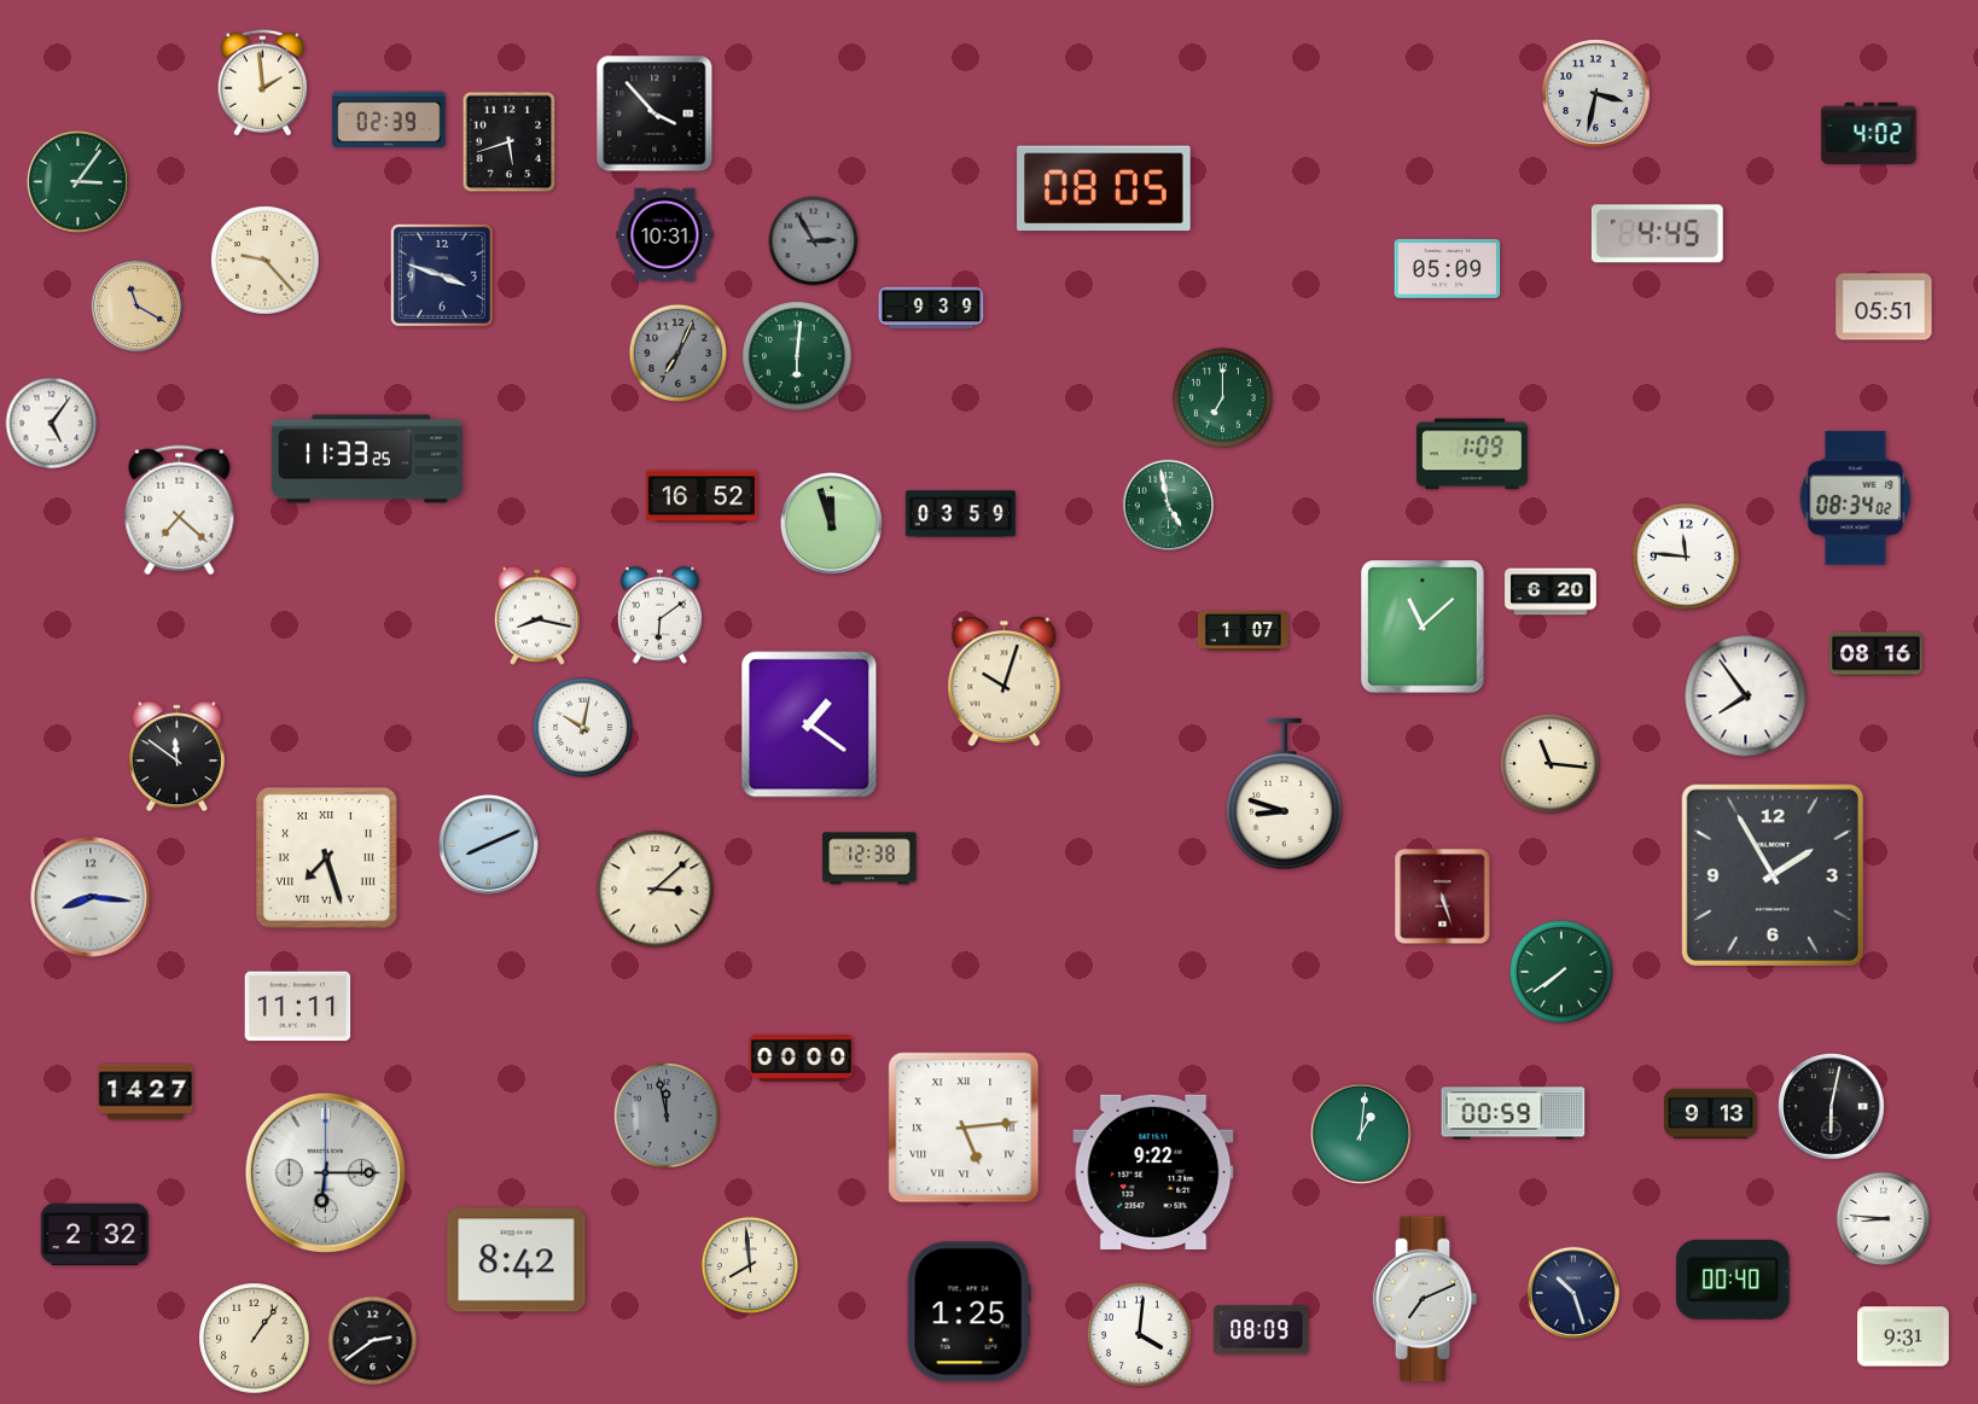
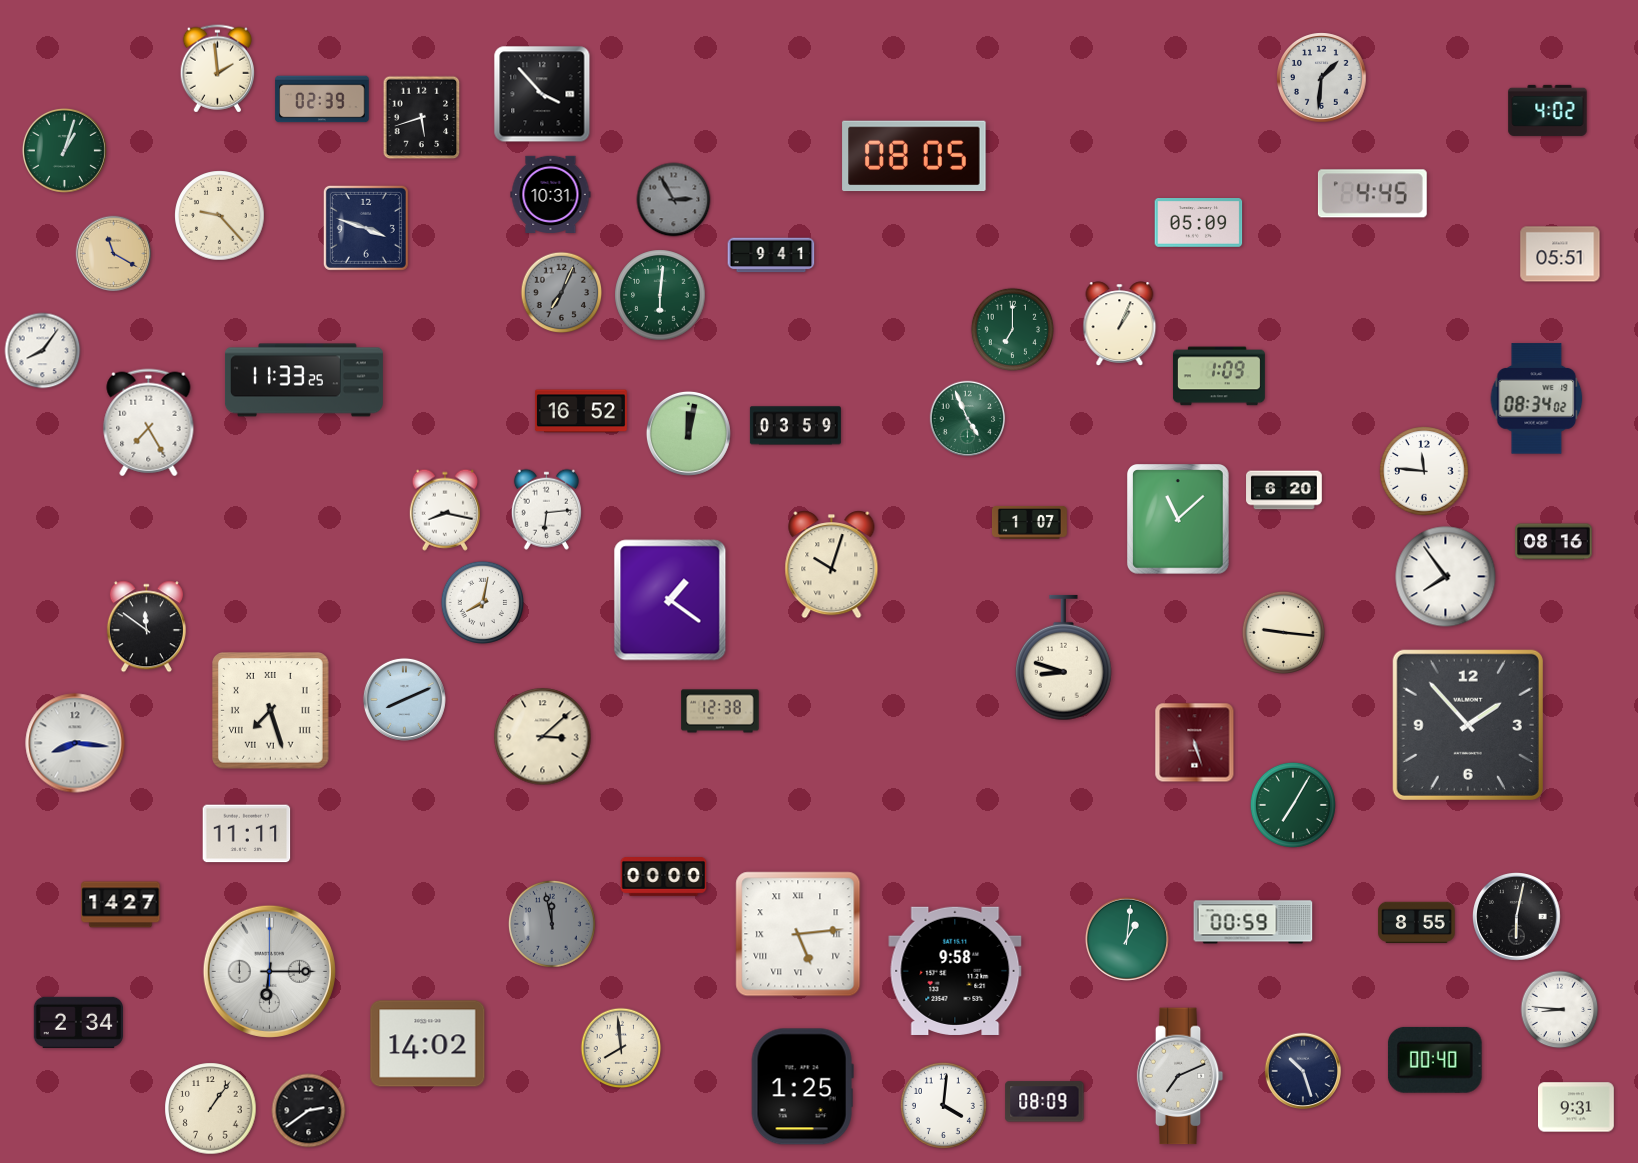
clock at (1596, 94): 3:32 -> 1:31
clock at (77, 181): 3:06 -> 1:03
clock at (931, 308): 9:39 -> 9:41
clock at (1120, 324): none -> 1:04
clock at (52, 424): 5:06 -> 8:06
clock at (1856, 499) position: (1856, 499) -> (1537, 399)
clock at (1169, 506): 4:58 -> 4:56
clock at (180, 511): 7:22 -> 7:25
clock at (831, 523): 11:57 -> 12:02
clock at (1687, 558) position: (1687, 558) -> (1425, 472)
clock at (659, 614): 6:09 -> 6:14
clock at (582, 727): 10:02 -> 8:02
clock at (1549, 763): 11:16 -> 9:16
clock at (1773, 875): 1:55 -> 1:53
clock at (1561, 972): 7:39 -> 7:05
clock at (1711, 1113): 9:13 -> 8:55
clock at (1153, 1172): 9:22 -> 9:58
clock at (94, 1234): 2:32 -> 2:34
clock at (517, 1260): 8:42 -> 14:02
